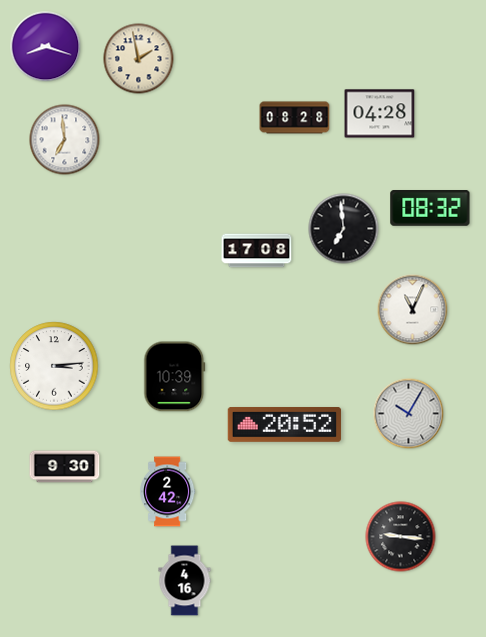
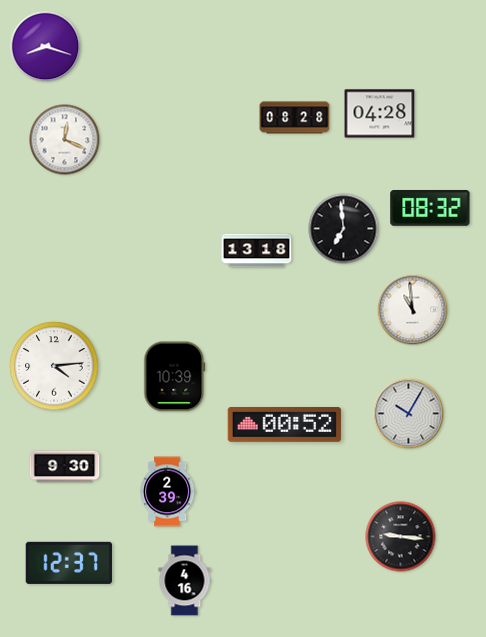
clock at (139, 59): 1:58 -> none
clock at (65, 140): 6:59 -> 12:19
clock at (257, 251): 17:08 -> 13:18
clock at (413, 310): 11:04 -> 10:59
clock at (54, 366): 3:14 -> 4:14
clock at (285, 425): 20:52 -> 00:52
clock at (168, 492): 2:42 -> 2:39
clock at (68, 563): none -> 12:37
